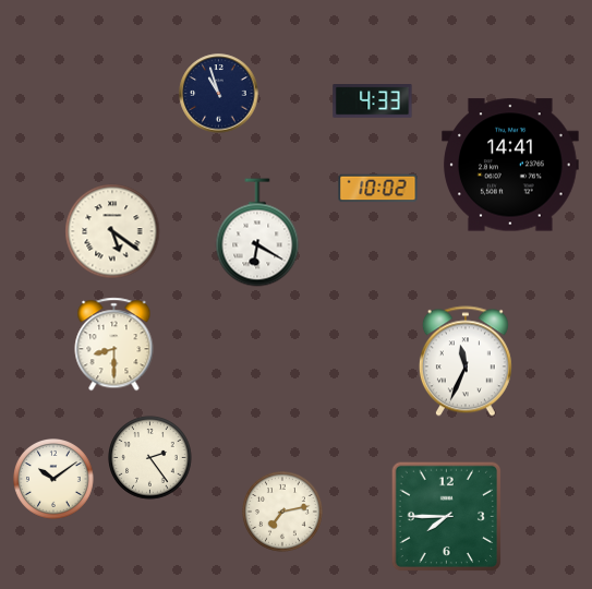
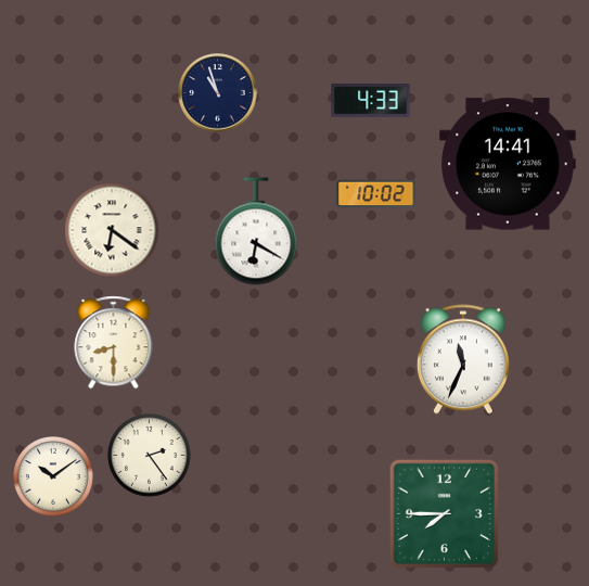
clock at (378, 189) position: (378, 189) -> (376, 194)
clock at (112, 231): 5:21 -> 6:21
clock at (283, 513): 7:13 -> none
